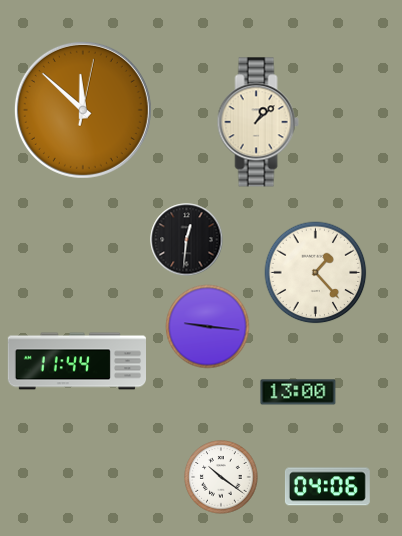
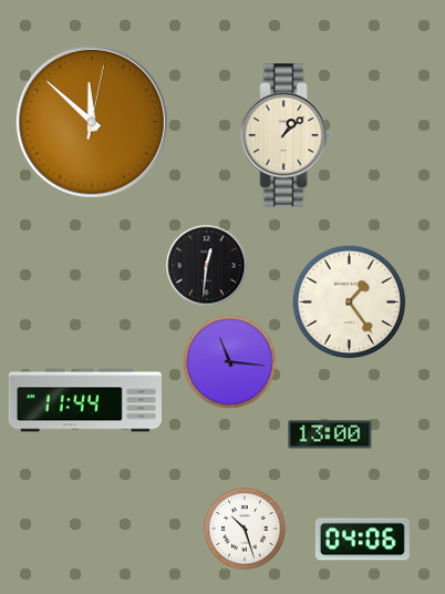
clock at (316, 273): 1:23 -> 1:24
clock at (208, 327): 9:16 -> 11:16
clock at (221, 477): 10:21 -> 10:27
